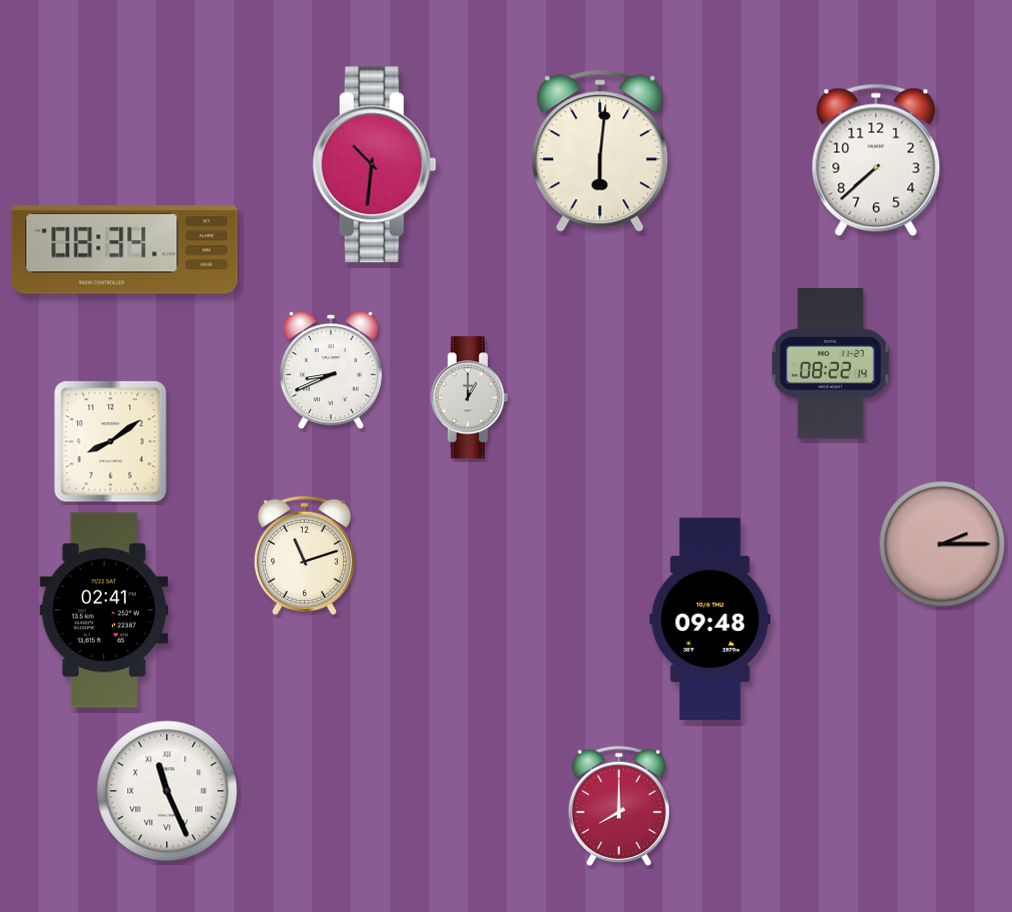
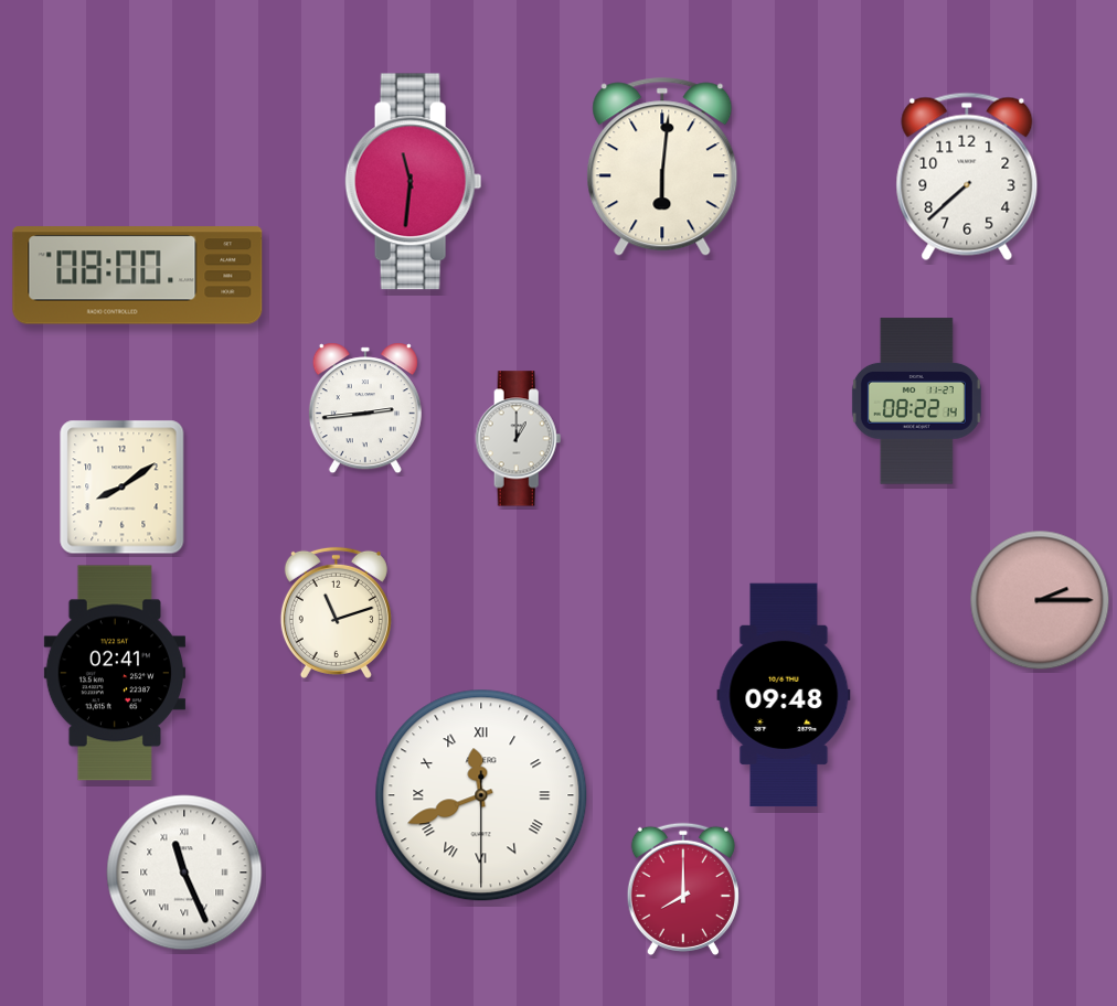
clock at (375, 165): 10:31 -> 11:31
clock at (125, 250): 08:34 -> 08:00
clock at (331, 370): 8:41 -> 2:44
clock at (710, 619) position: (710, 619) -> (784, 695)
clock at (481, 795): none -> 11:41
